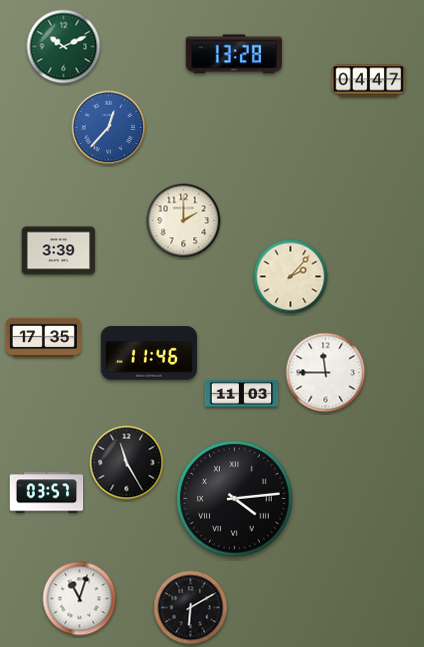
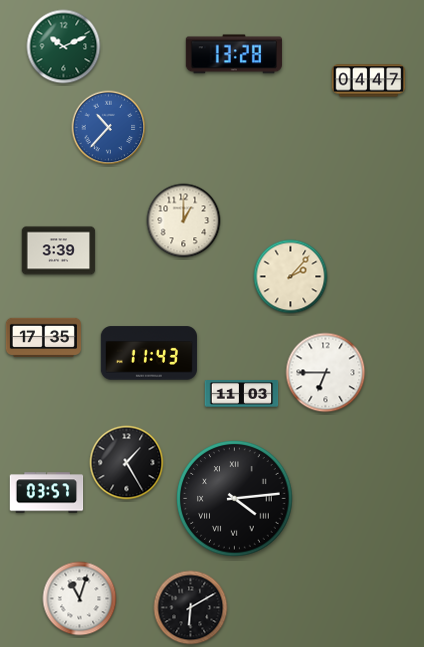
clock at (109, 128): 12:37 -> 10:37
clock at (184, 221): 2:00 -> 1:00
clock at (149, 353): 11:46 -> 11:43
clock at (326, 373): 11:45 -> 6:45
clock at (127, 463): 11:25 -> 1:25
